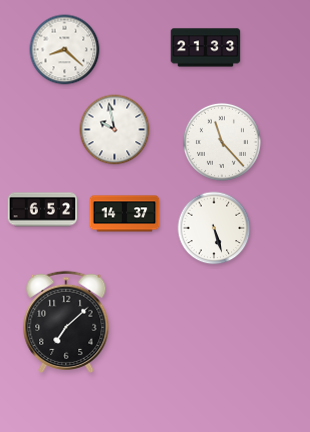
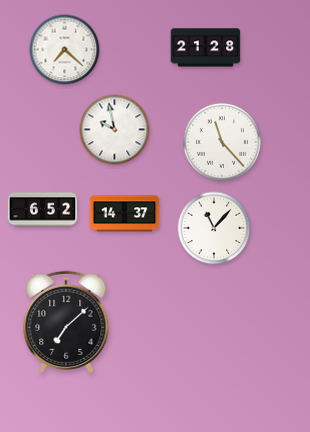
clock at (206, 48): 21:33 -> 21:28
clock at (65, 50): 8:22 -> 7:22
clock at (214, 228): 5:27 -> 11:07
